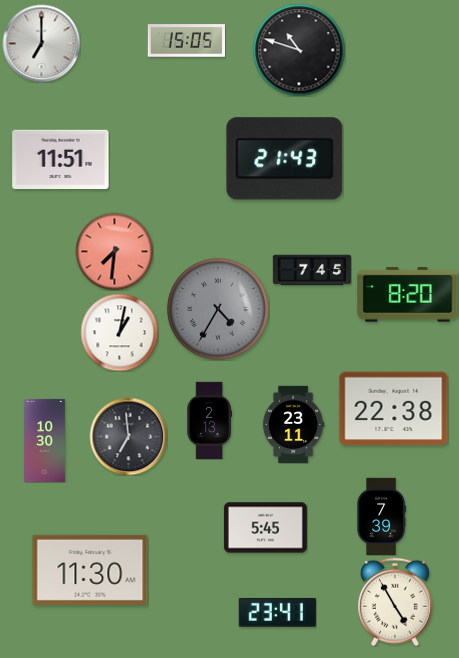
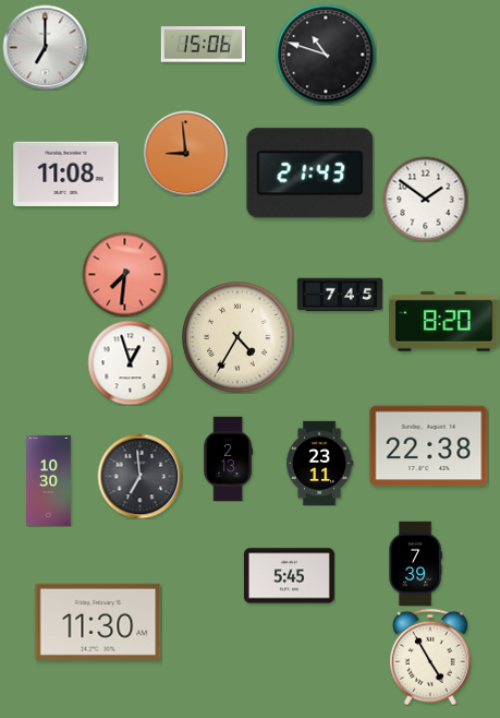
clock at (186, 41): 15:05 -> 15:06
clock at (185, 153): none -> 8:59
clock at (61, 159): 11:51 -> 11:08
clock at (425, 199): none -> 1:51
clock at (218, 309) dial: grey -> cream
clock at (119, 332): 1:02 -> 12:57
clock at (277, 612): 23:41 -> none
